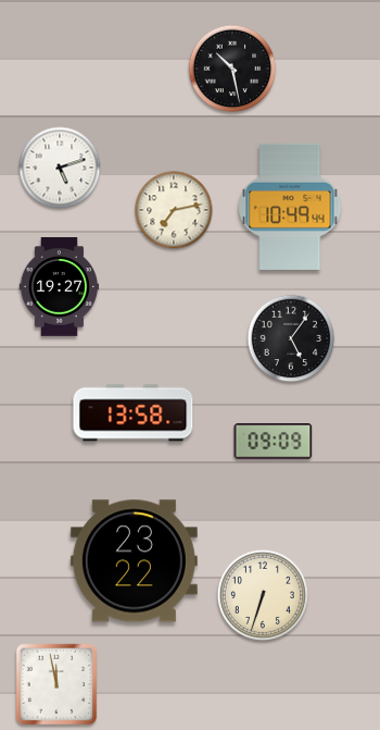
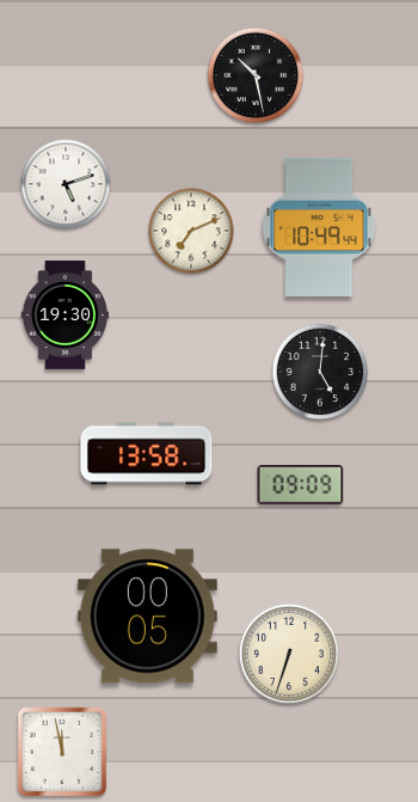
clock at (174, 210): 7:13 -> 7:11
clock at (60, 287): 19:27 -> 19:30
clock at (291, 338): 5:06 -> 5:01
clock at (134, 561): 23:22 -> 00:05
